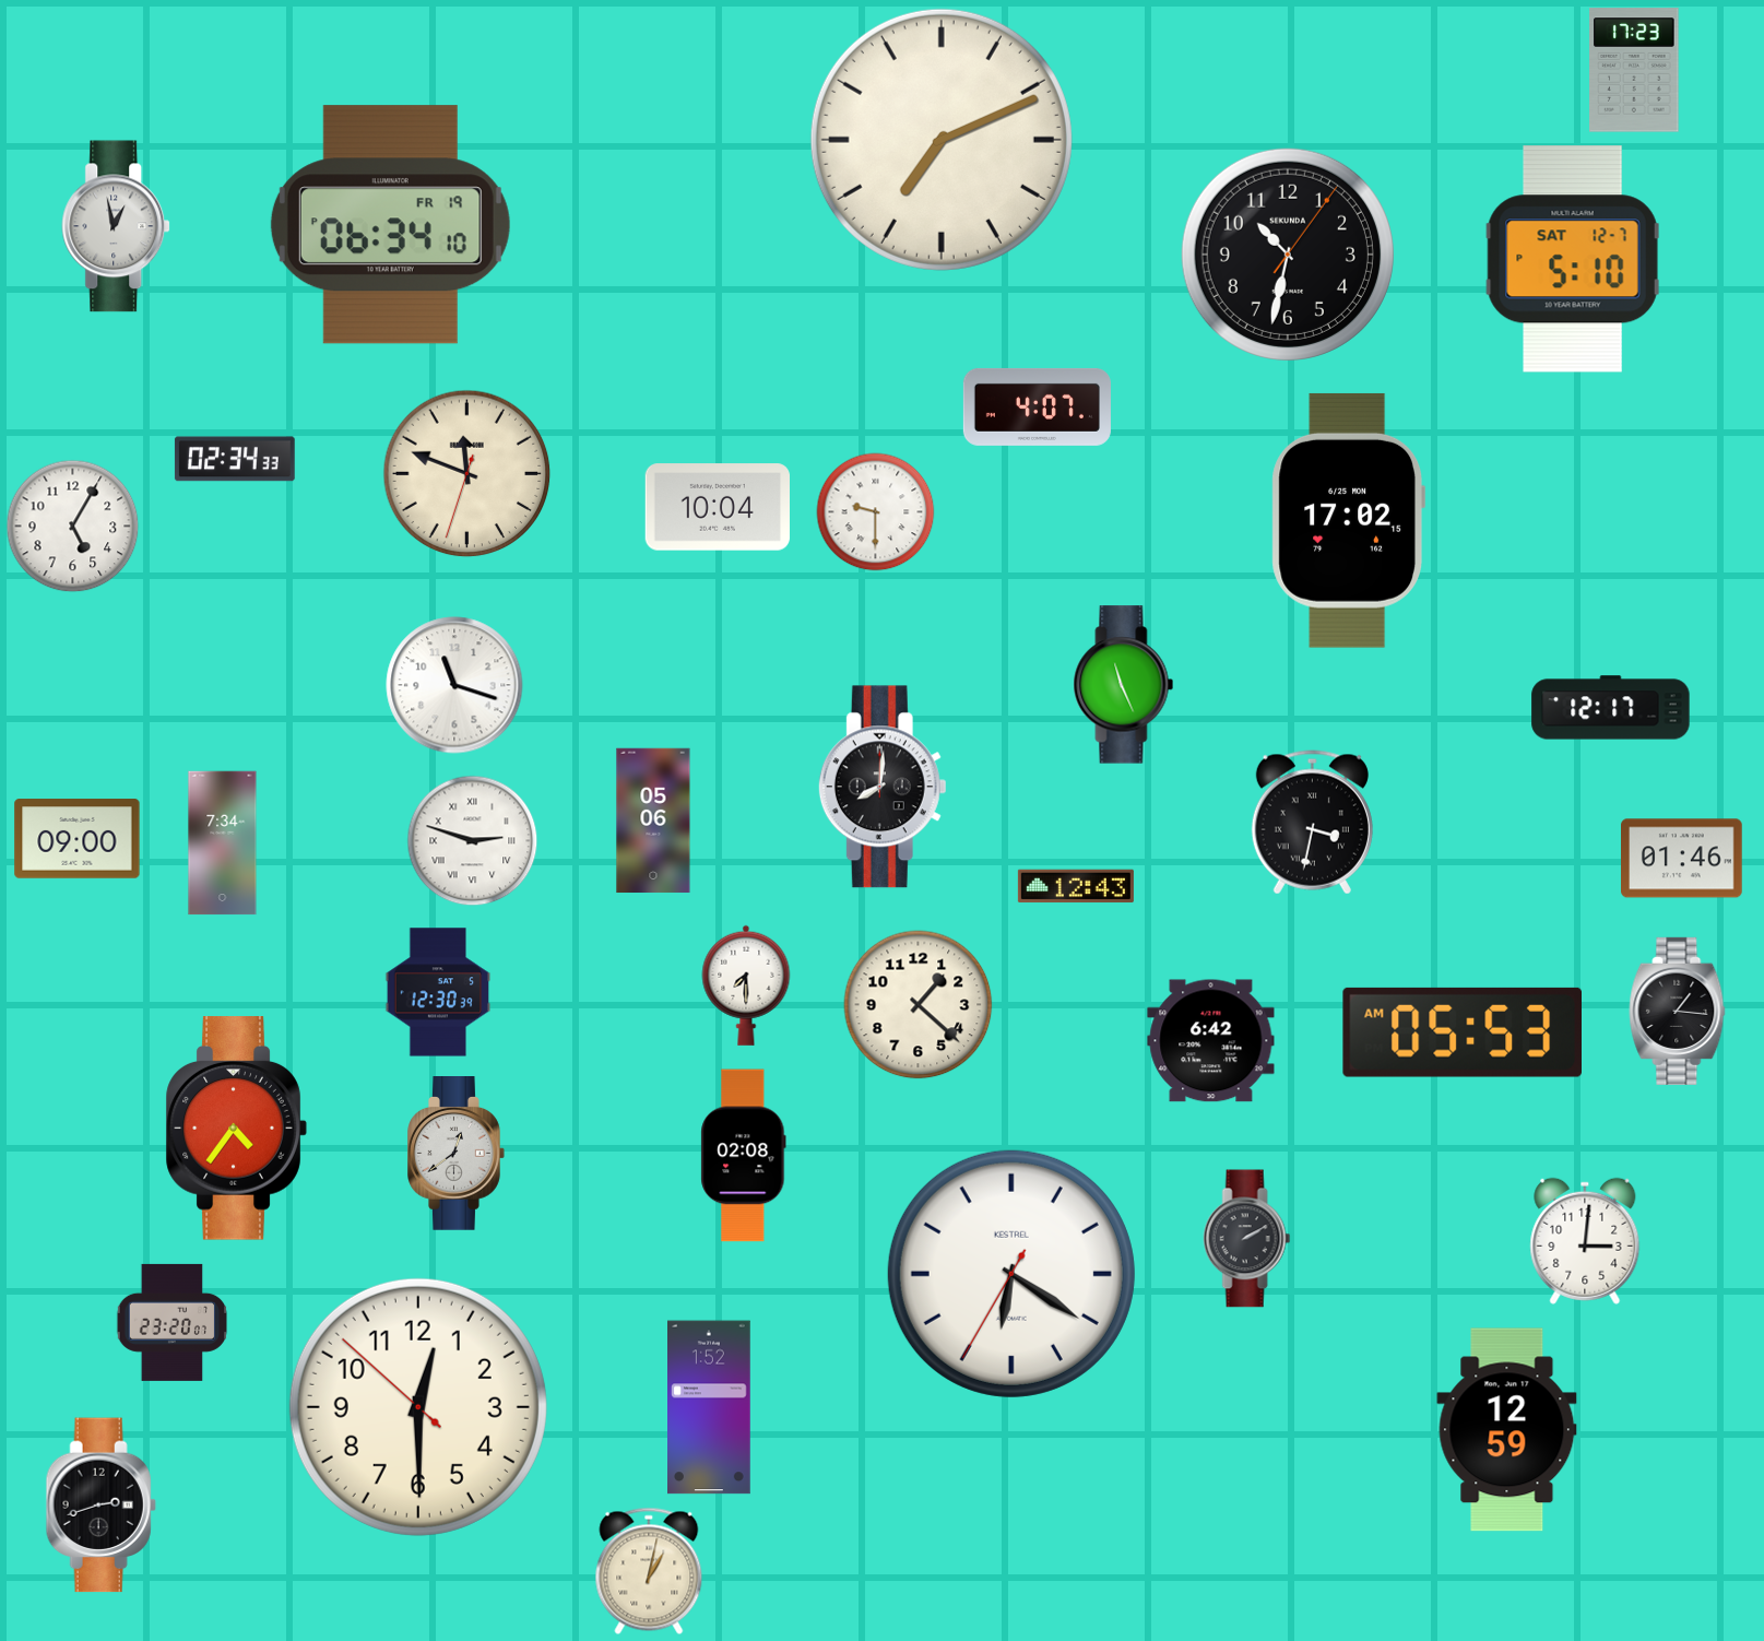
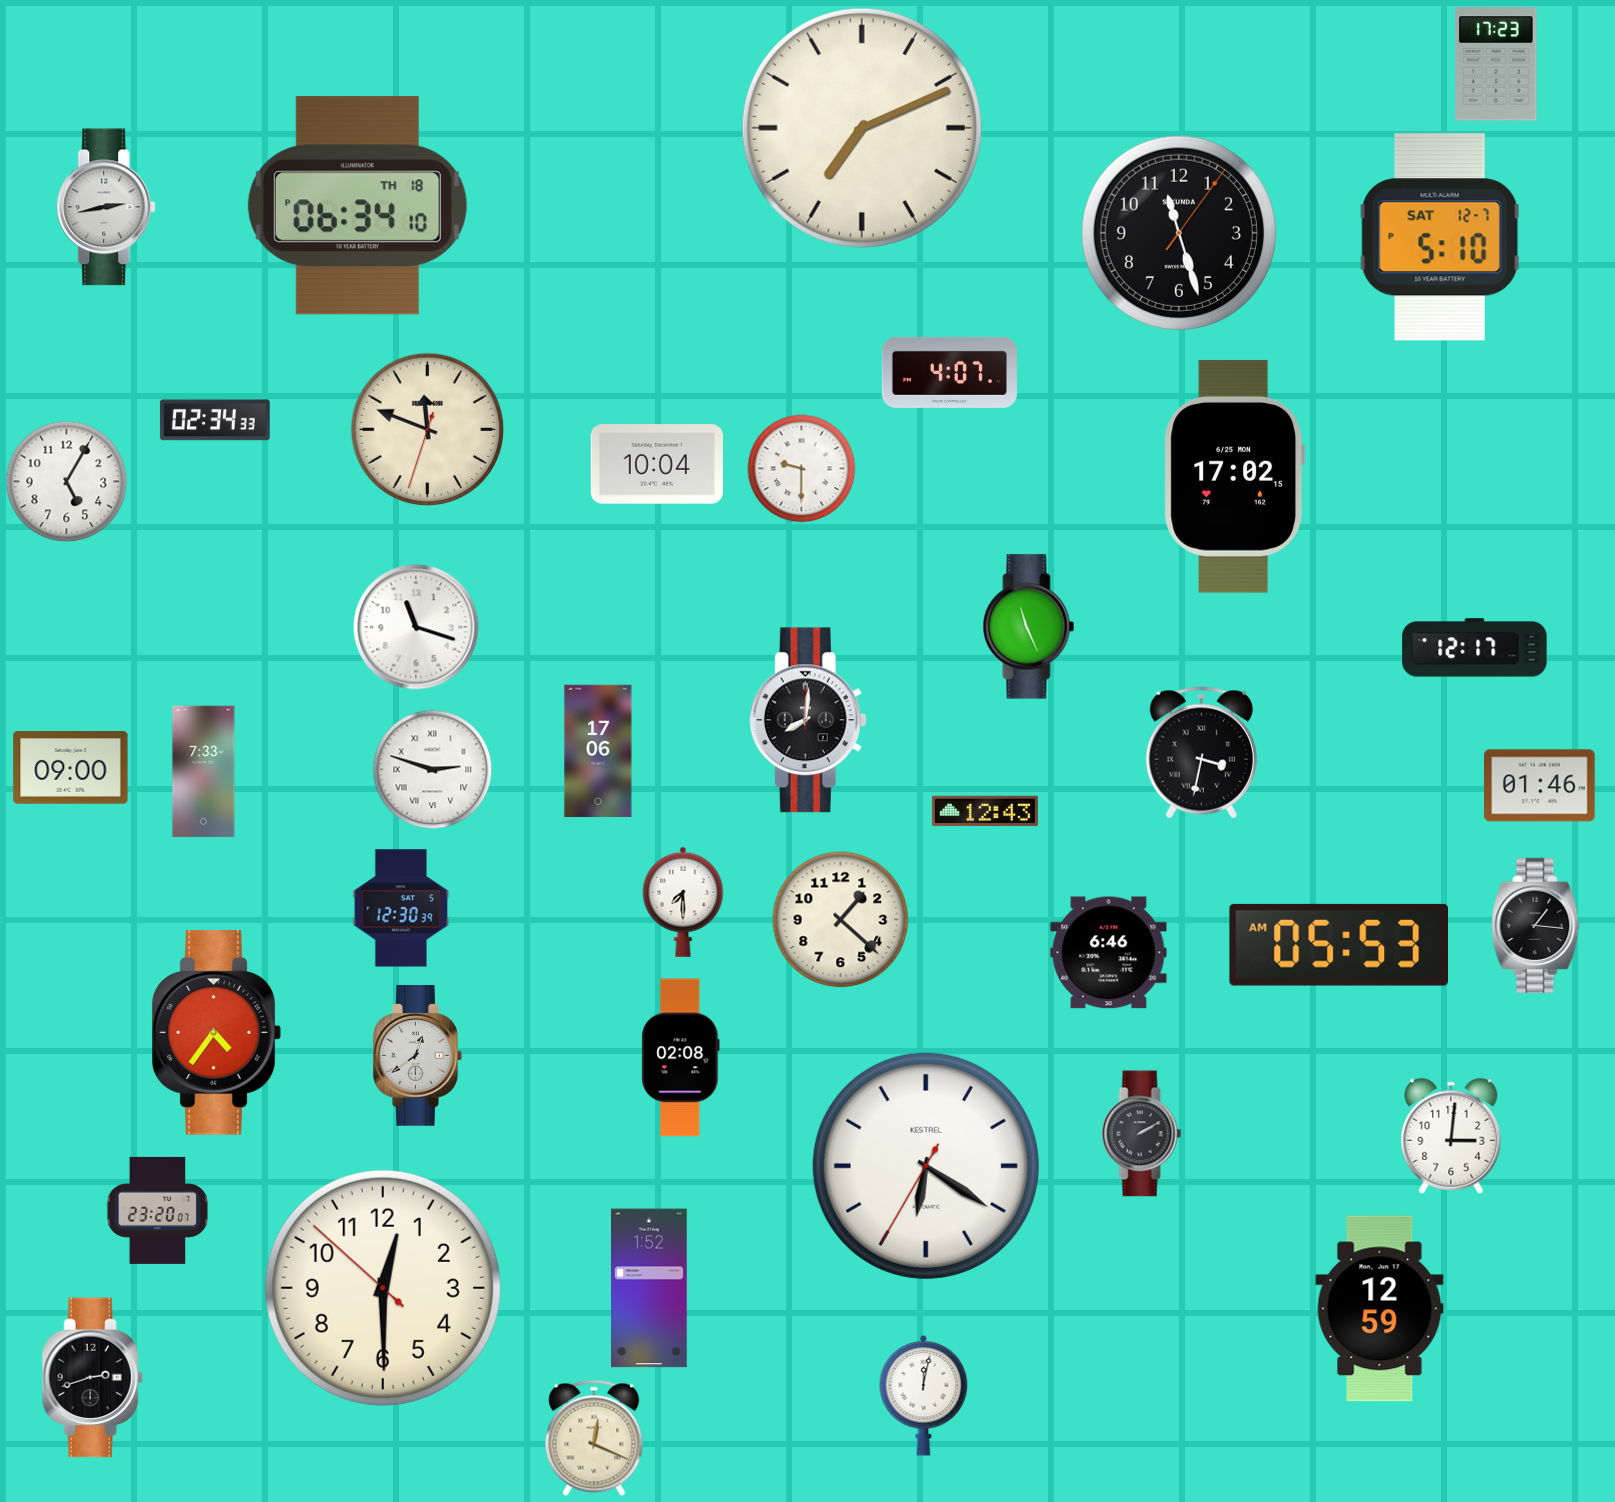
clock at (390, 225) date: FR 19 -> TH 18
clock at (117, 226): 12:58 -> 2:43
clock at (1288, 255): 10:32 -> 11:27
clock at (467, 474) position: (467, 474) -> (428, 430)
clock at (653, 820): 05:06 -> 17:06
clock at (223, 843): 7:34 -> 7:33
clock at (1211, 1041): 6:42 -> 6:46
clock at (924, 1395): none -> 12:02
clock at (649, 1571): 1:02 -> 12:19
